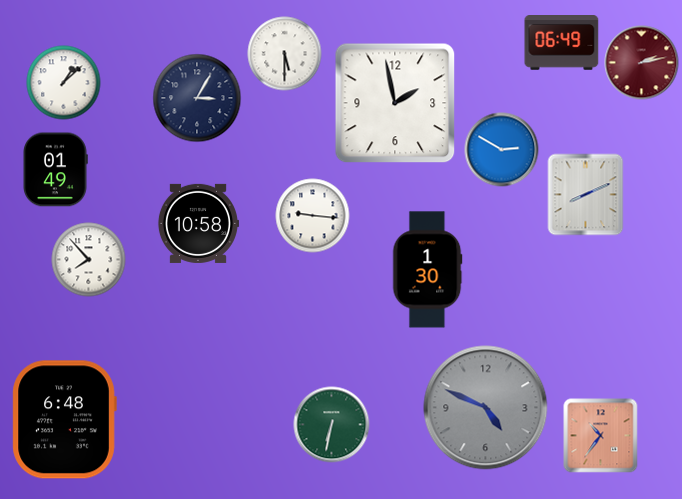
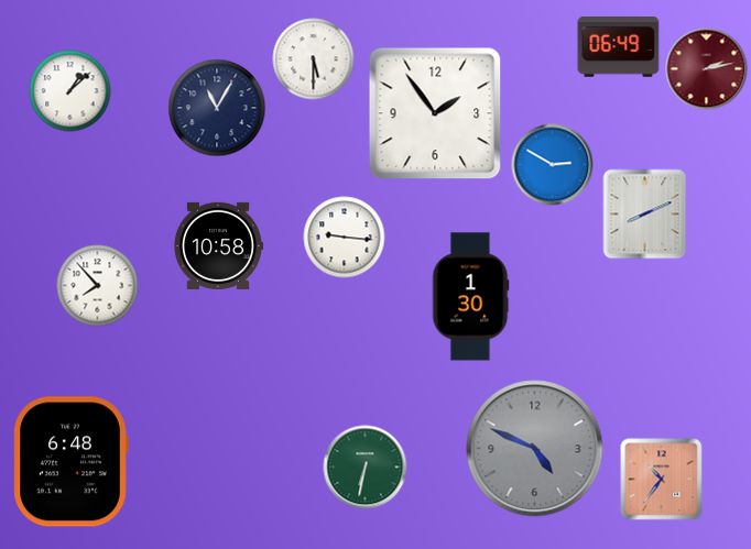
clock at (197, 98): 3:05 -> 11:05
clock at (395, 103): 1:58 -> 1:54
clock at (55, 170): 01:49 -> none
